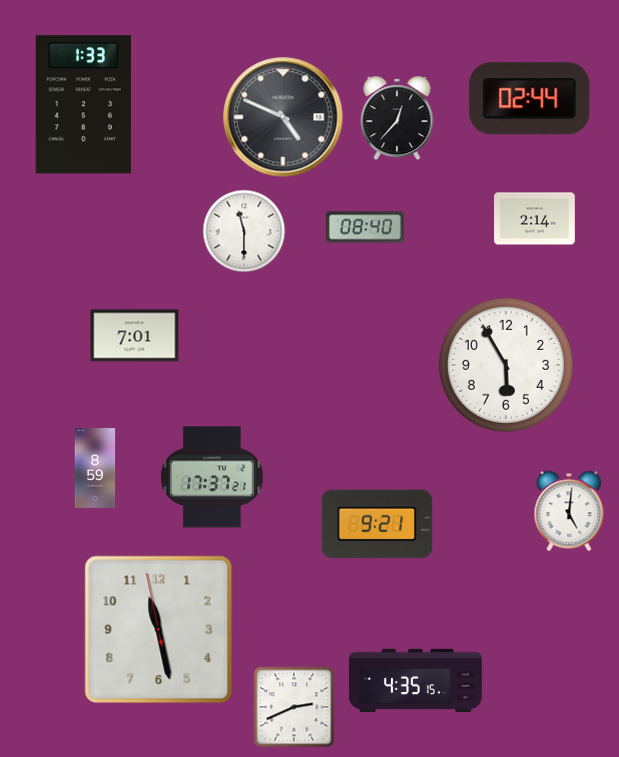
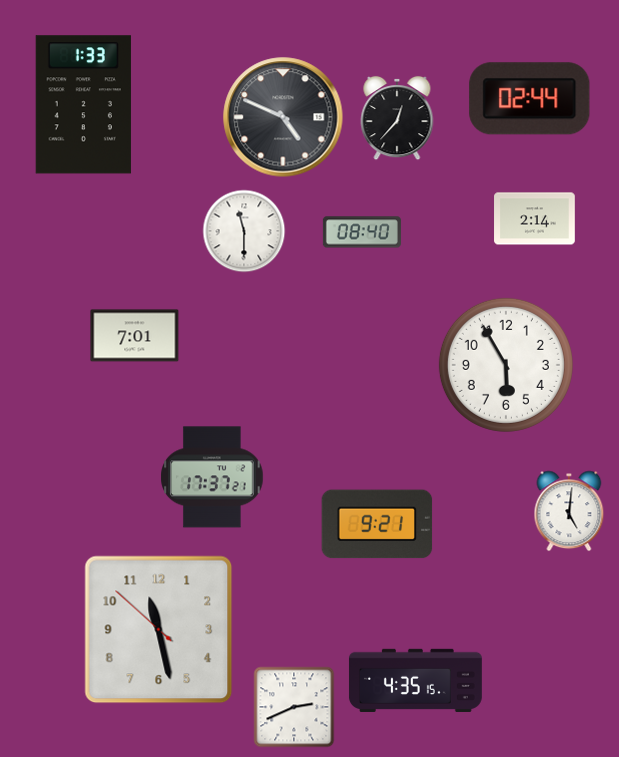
clock at (365, 227) position: (365, 227) -> (362, 232)
clock at (95, 469): 8:59 -> none
clock at (159, 630): 11:27:58 -> 11:27:52
